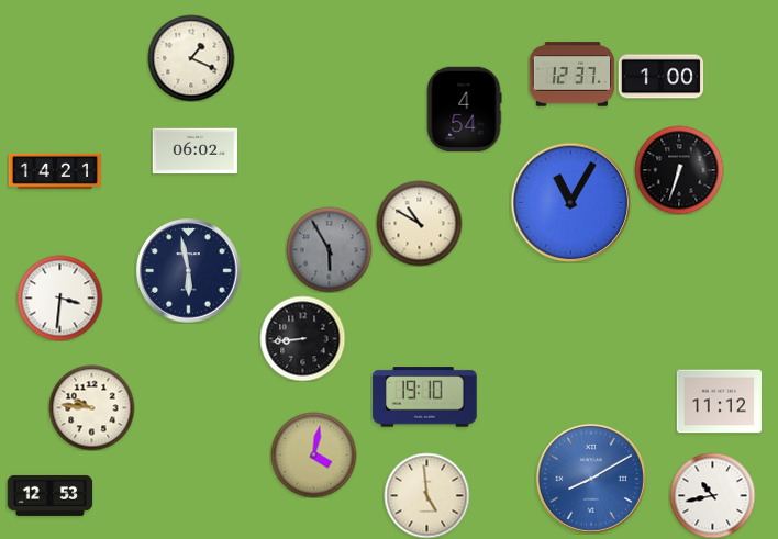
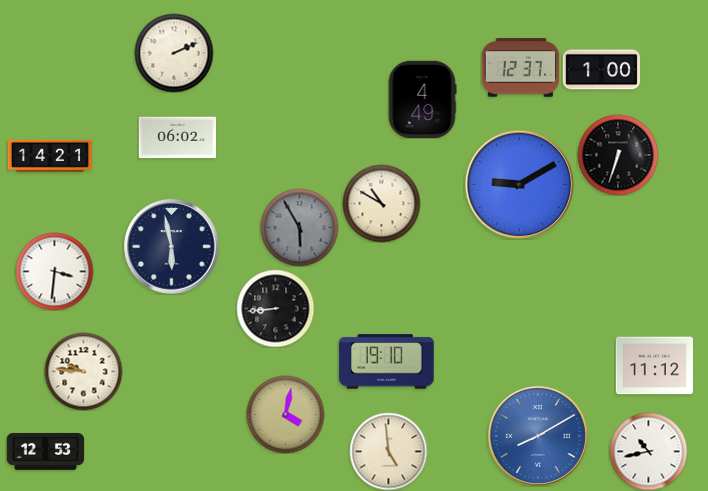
clock at (191, 58): 1:19 -> 2:11
clock at (464, 109): 4:54 -> 4:49
clock at (570, 202): 11:05 -> 9:10
